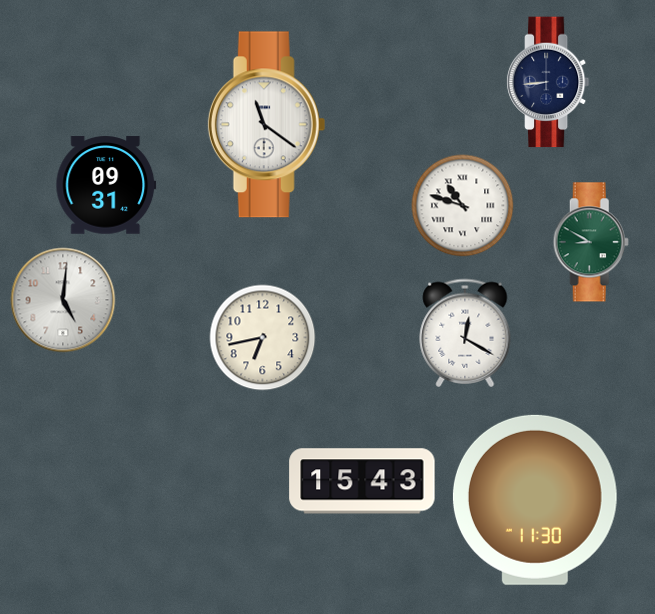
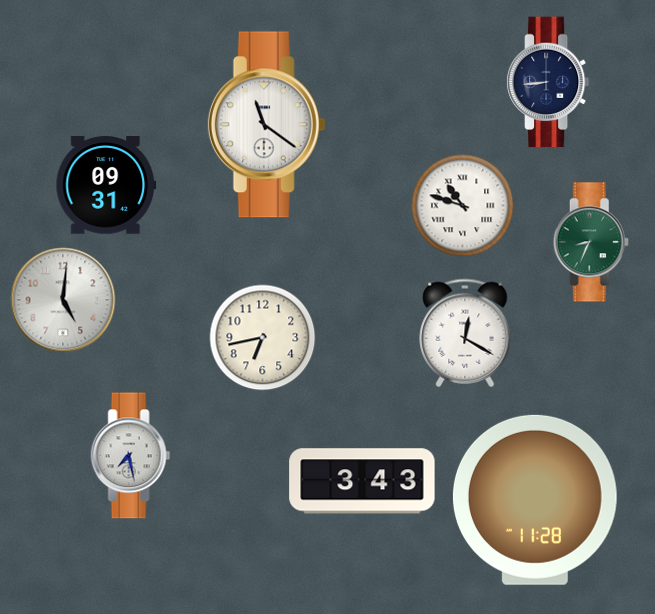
clock at (591, 242): 8:50 -> 8:34
clock at (131, 456): none -> 7:28
clock at (362, 481): 15:43 -> 3:43
clock at (535, 500): 11:30 -> 11:28
